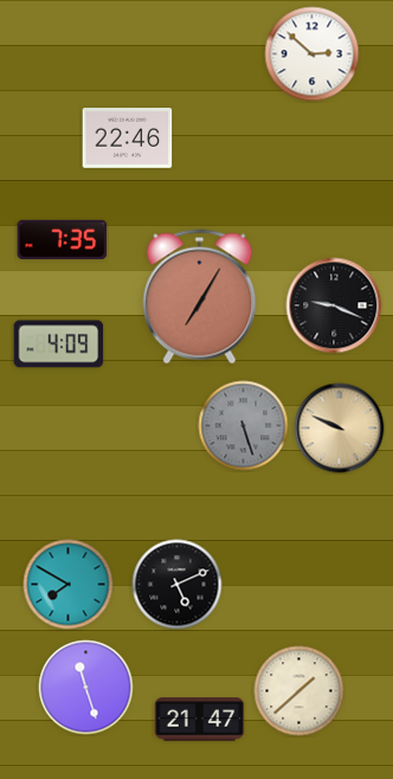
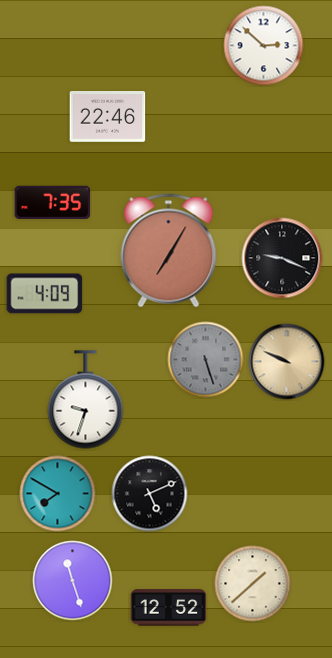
clock at (59, 345) position: (59, 345) -> (45, 294)
clock at (86, 400): none -> 9:33
clock at (200, 720): 21:47 -> 12:52
